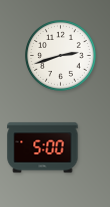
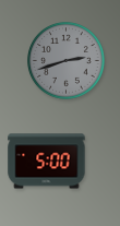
clock at (61, 56) dial: white -> grey
